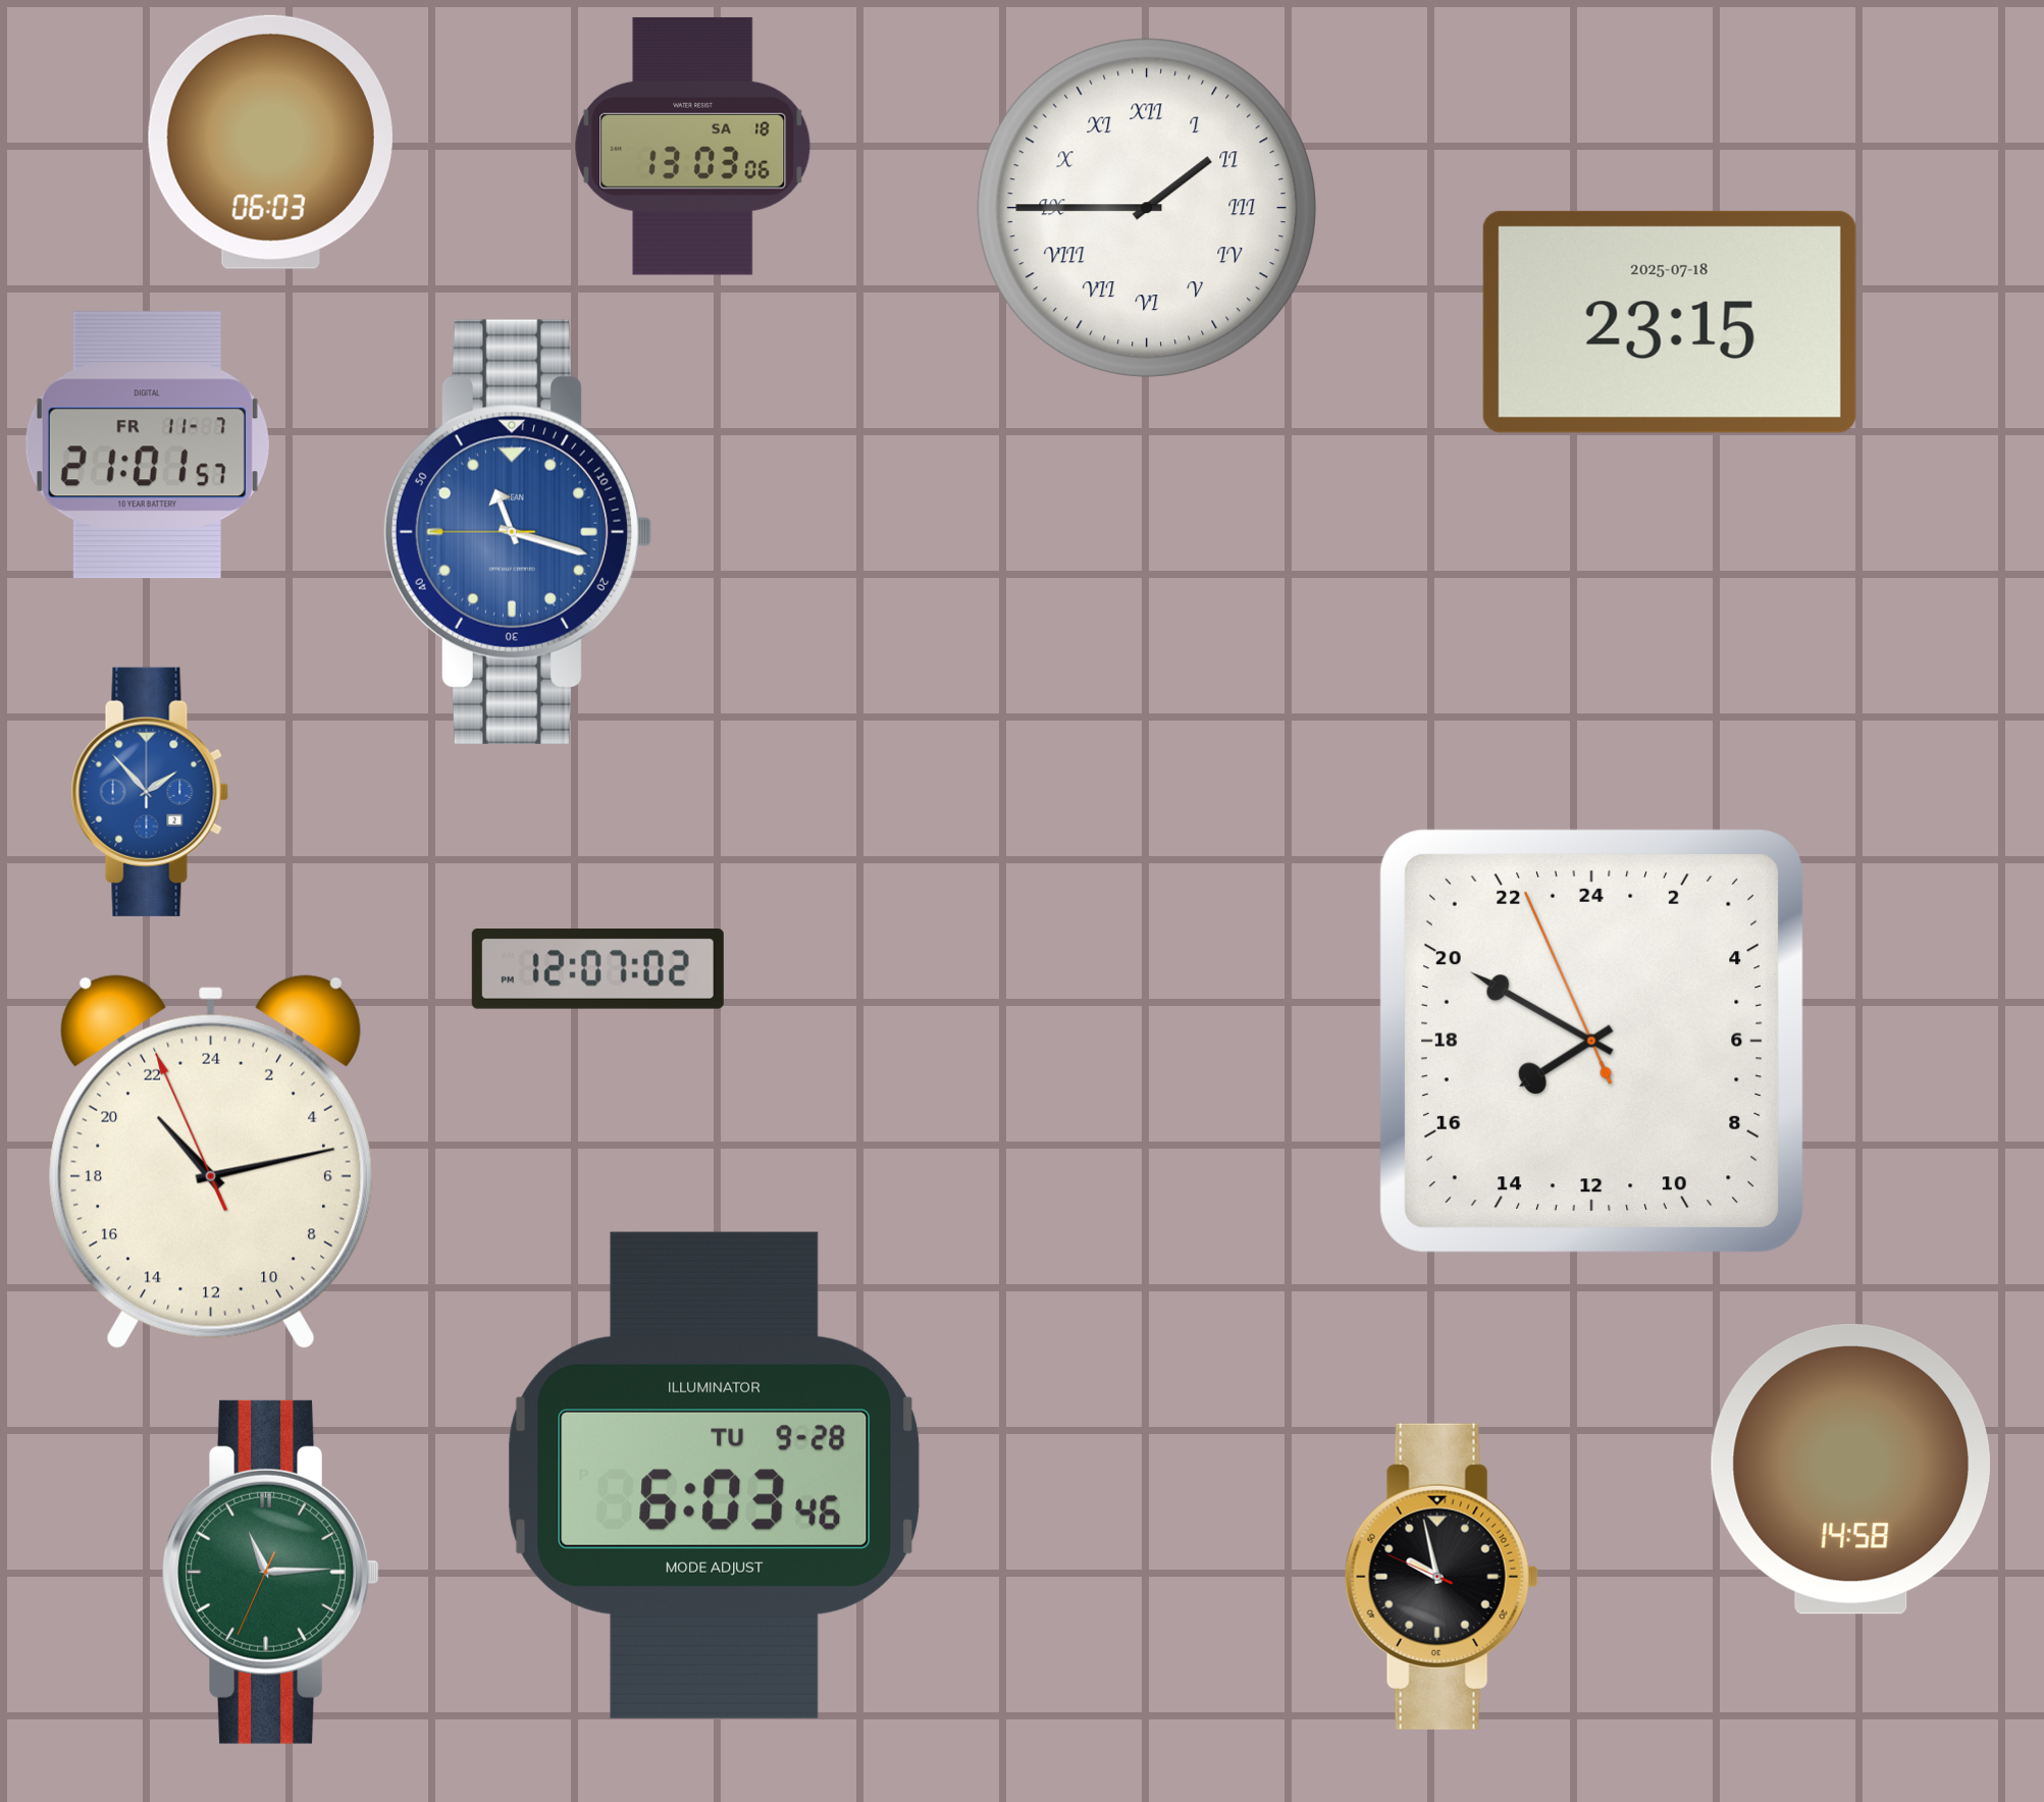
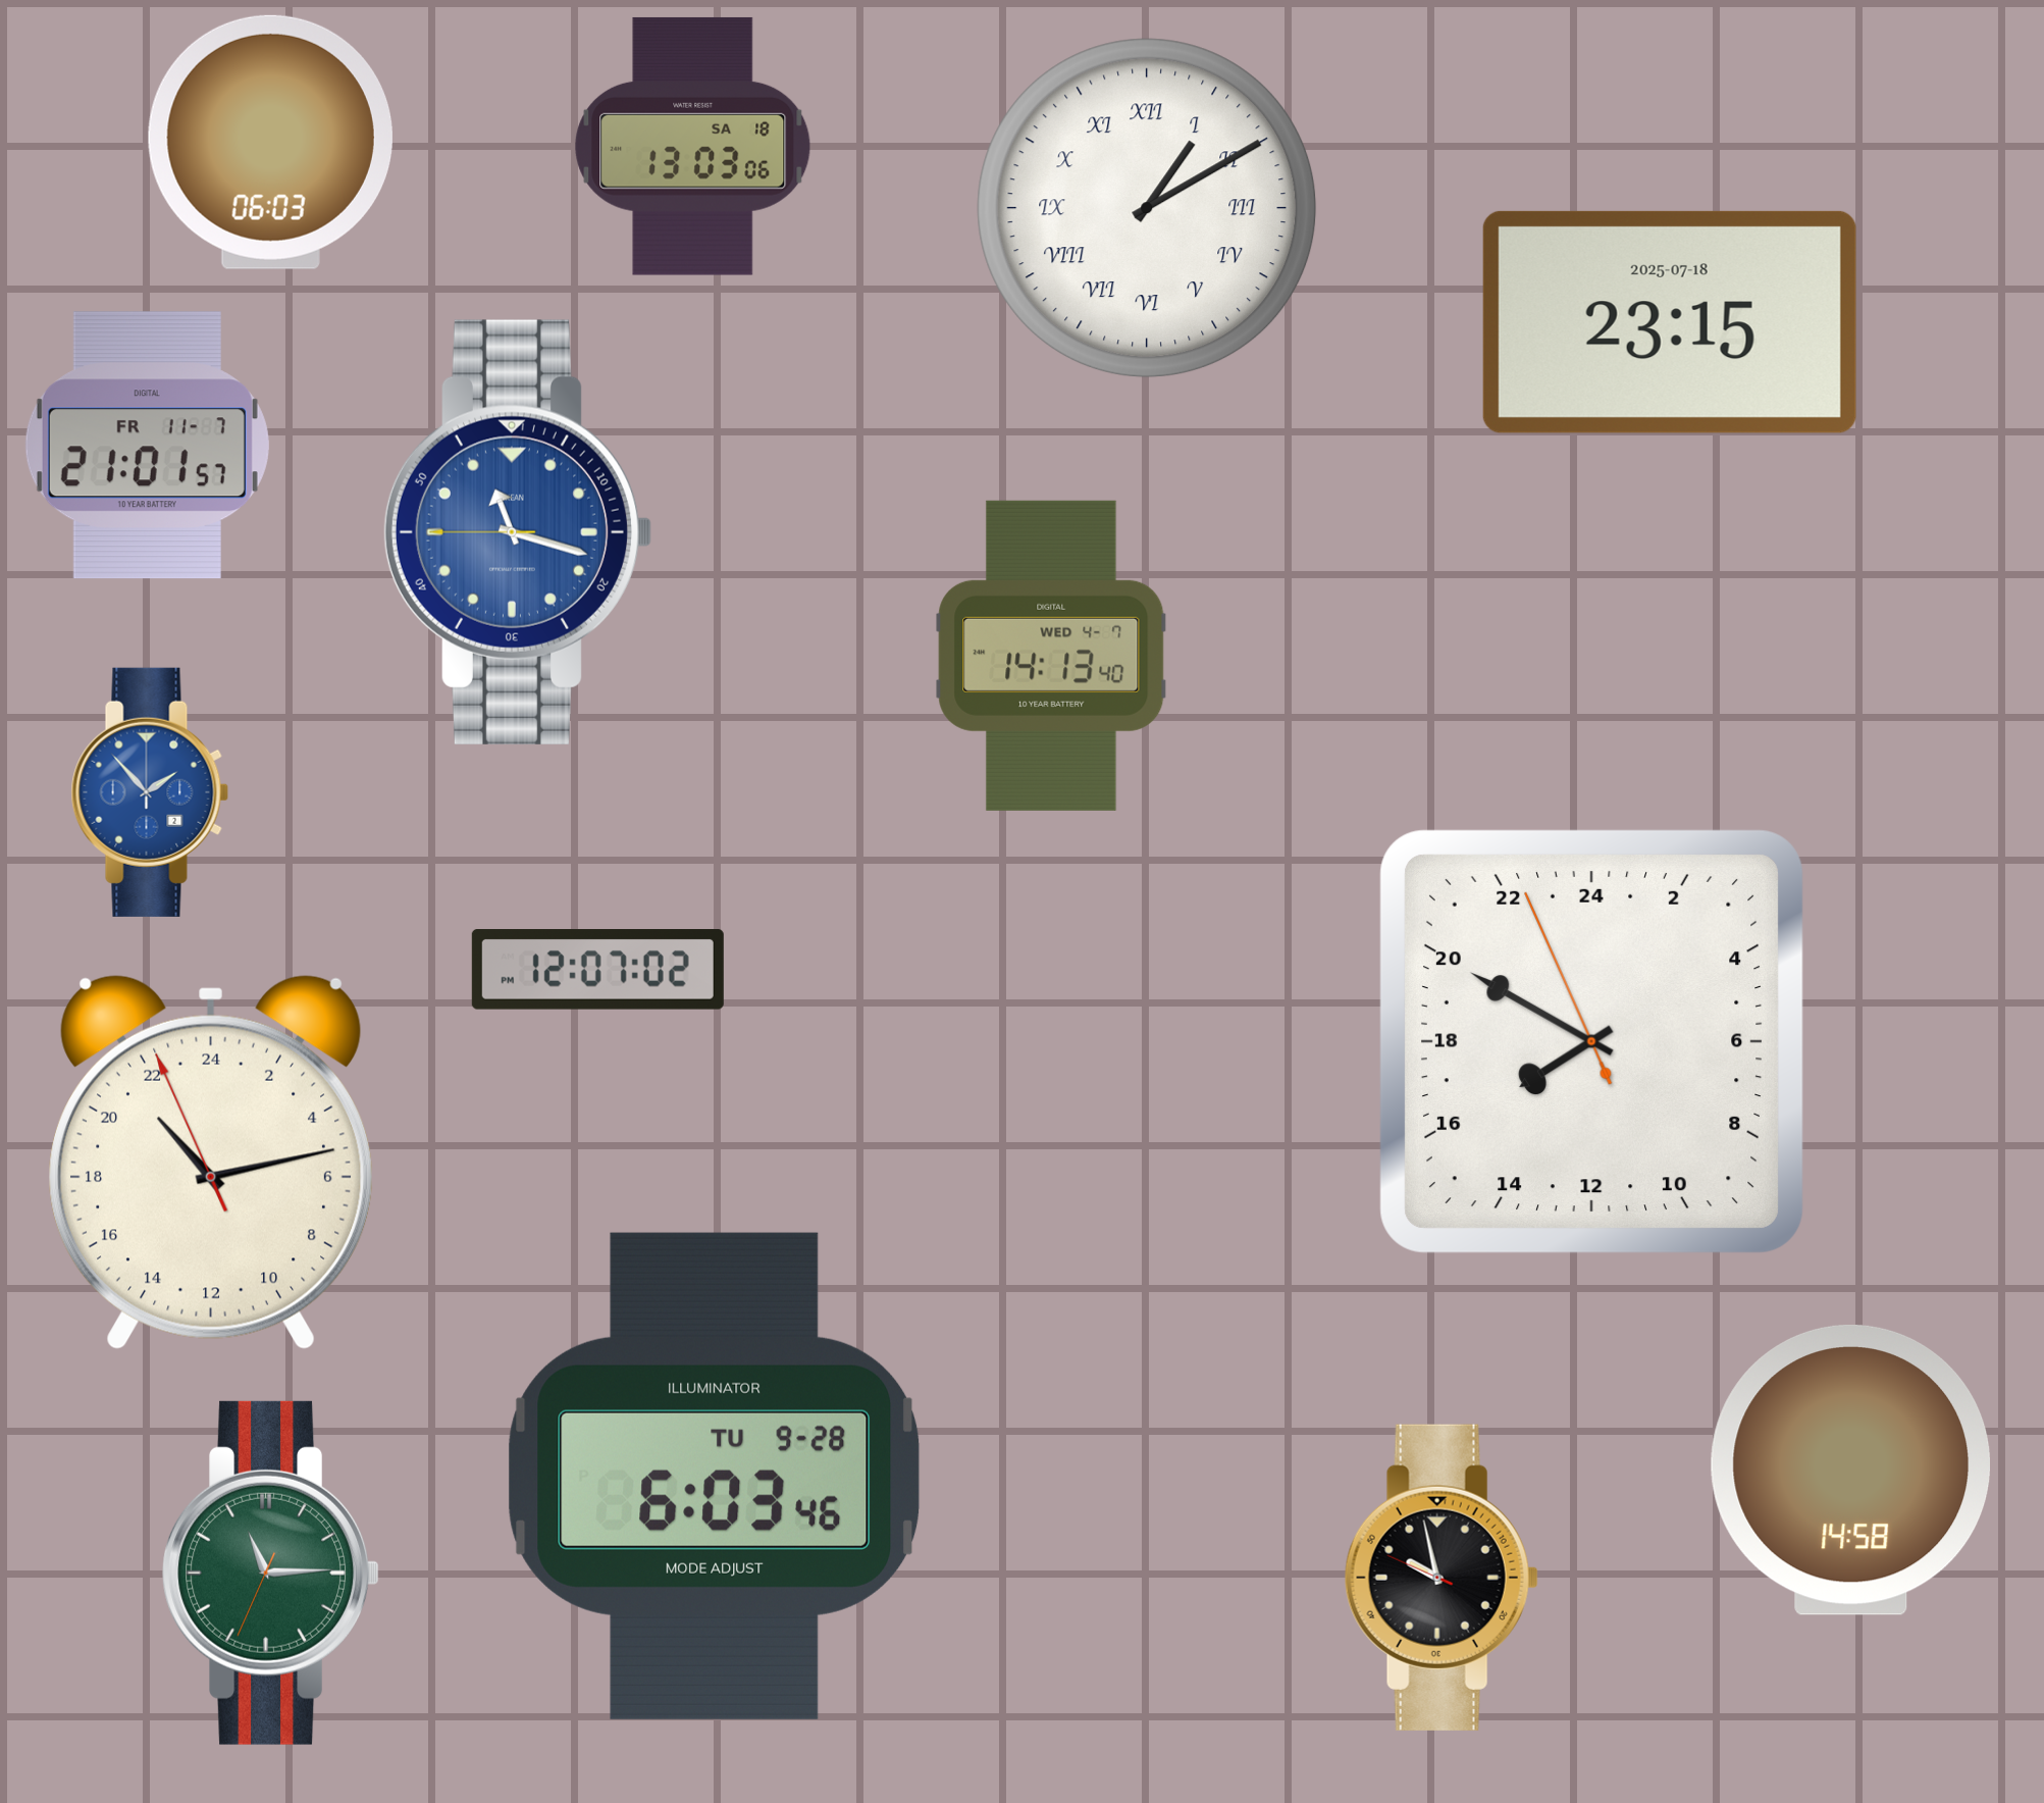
clock at (1147, 208): 1:45 -> 1:10
clock at (1051, 656): none -> 14:13
